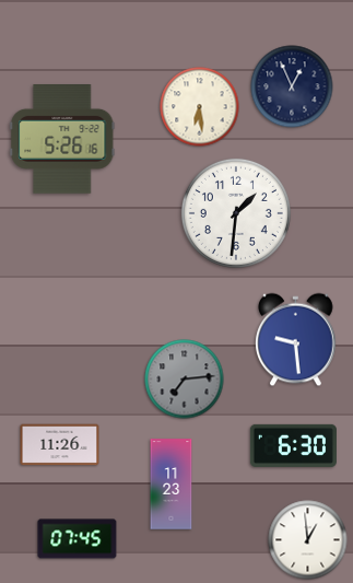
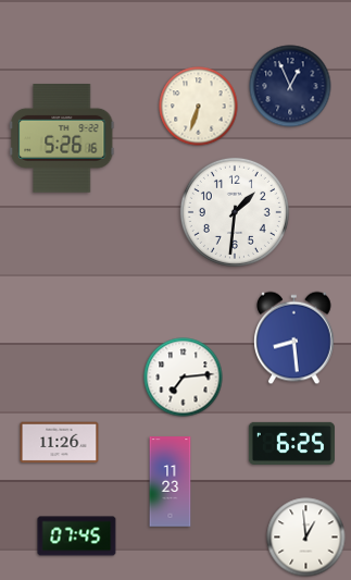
clock at (200, 107): 6:29 -> 6:33
clock at (296, 340): 9:29 -> 8:29
clock at (185, 380) dial: grey -> white
clock at (293, 445): 6:30 -> 6:25
